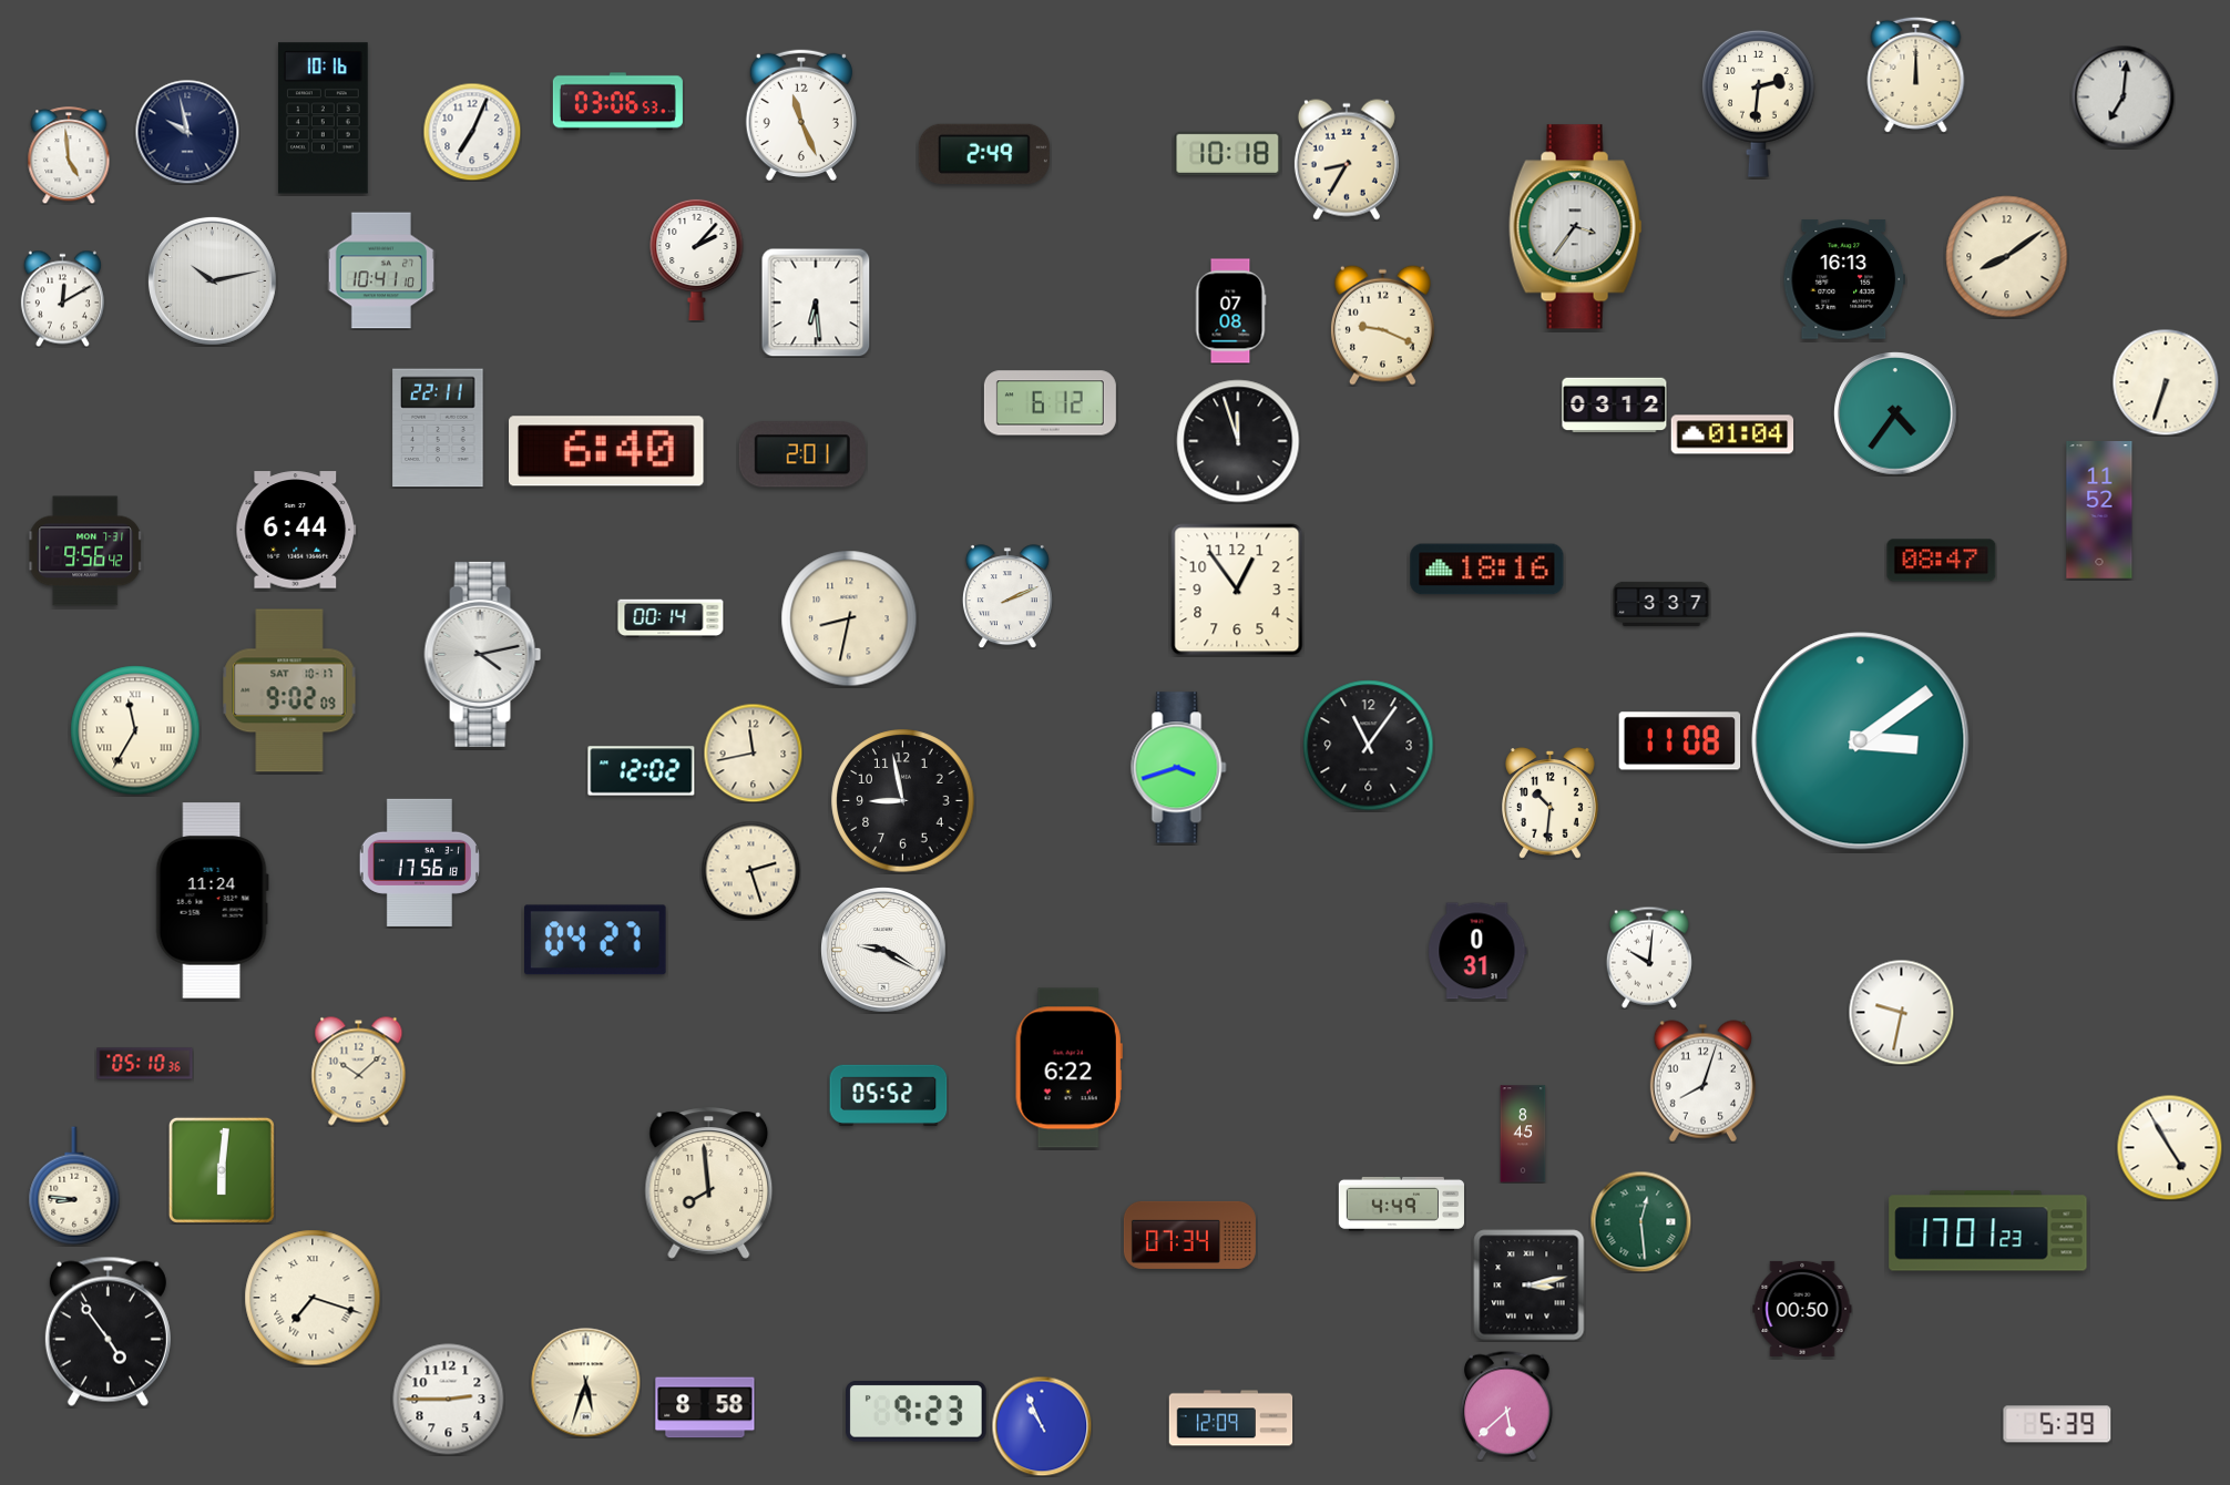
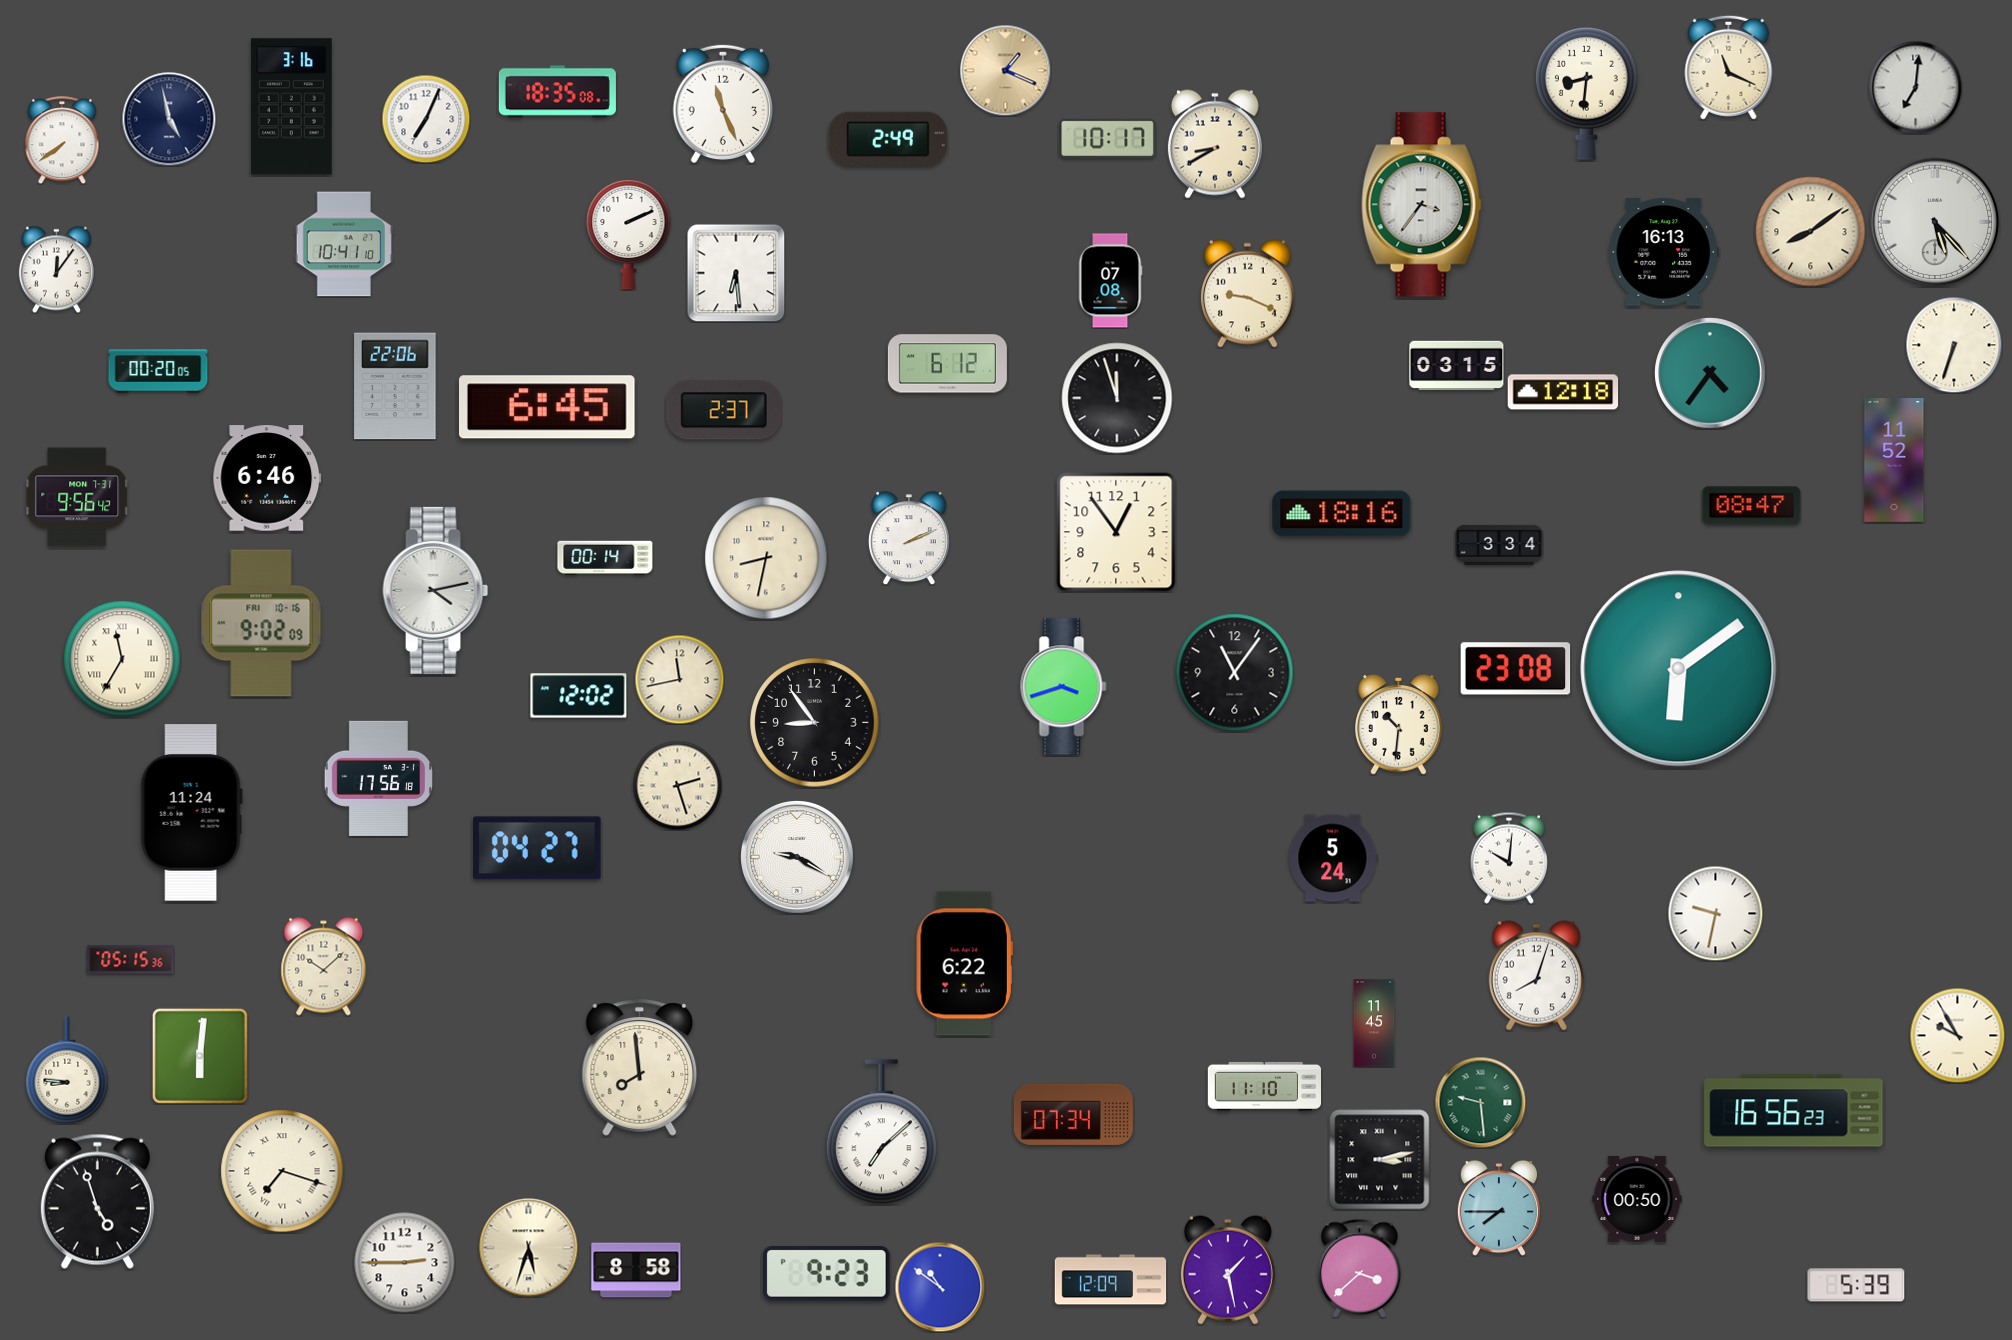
clock at (1916, 74): 12:00 -> 11:19
clock at (1005, 70): none -> 1:19
clock at (617, 102): 03:06 -> 18:35
clock at (1759, 103): 2:31 -> 8:31
clock at (323, 119): 10:16 -> 3:16
clock at (187, 132): 9:58 -> 4:58
clock at (1228, 153): 10:18 -> 10:17
clock at (69, 155): 4:59 -> 7:39
clock at (1347, 160): 8:35 -> 8:40
clock at (1935, 222): none -> 5:23
clock at (697, 259): 2:07 -> 2:11
clock at (212, 280): 10:13 -> none
clock at (62, 298): 12:10 -> 12:06
clock at (1615, 406): 03:12 -> 03:15
clock at (158, 371): none -> 00:20
clock at (438, 428): 22:11 -> 22:06
clock at (1732, 434): 01:04 -> 12:18
clock at (607, 451): 6:40 -> 6:45
clock at (802, 454): 2:01 -> 2:37
clock at (296, 530): 6:44 -> 6:46
clock at (1661, 604): 3:37 -> 3:34
clock at (289, 690) date: SAT 10-17 -> FRI 10-16
clock at (1680, 741): 11:08 -> 23:08
clock at (1861, 741): 3:09 -> 6:09
clock at (1179, 768) position: (1179, 768) -> (1064, 687)
clock at (903, 801): 8:58 -> 8:54
clock at (1477, 951): 0:31 -> 5:24
clock at (1649, 957) position: (1649, 957) -> (1509, 858)
clock at (145, 1064): 05:10 -> 05:15
clock at (889, 1095): 05:52 -> none
clock at (1523, 1134): 8:45 -> 11:45
clock at (2169, 1147): 4:55 -> 9:55
clock at (1402, 1204): 4:49 -> 11:10
clock at (1640, 1221): 12:29 -> 9:29
clock at (1988, 1231): 17:01 -> 16:56
clock at (881, 1132): none -> 7:08
clock at (1802, 1309) position: (1802, 1309) -> (1637, 1199)
clock at (108, 1331): 4:54 -> 4:57
clock at (1498, 1208): none -> 7:45
clock at (1507, 1405): 5:38 -> 3:38
clock at (1228, 1270): none -> 1:28
clock at (1042, 1426): 10:56 -> 10:51
